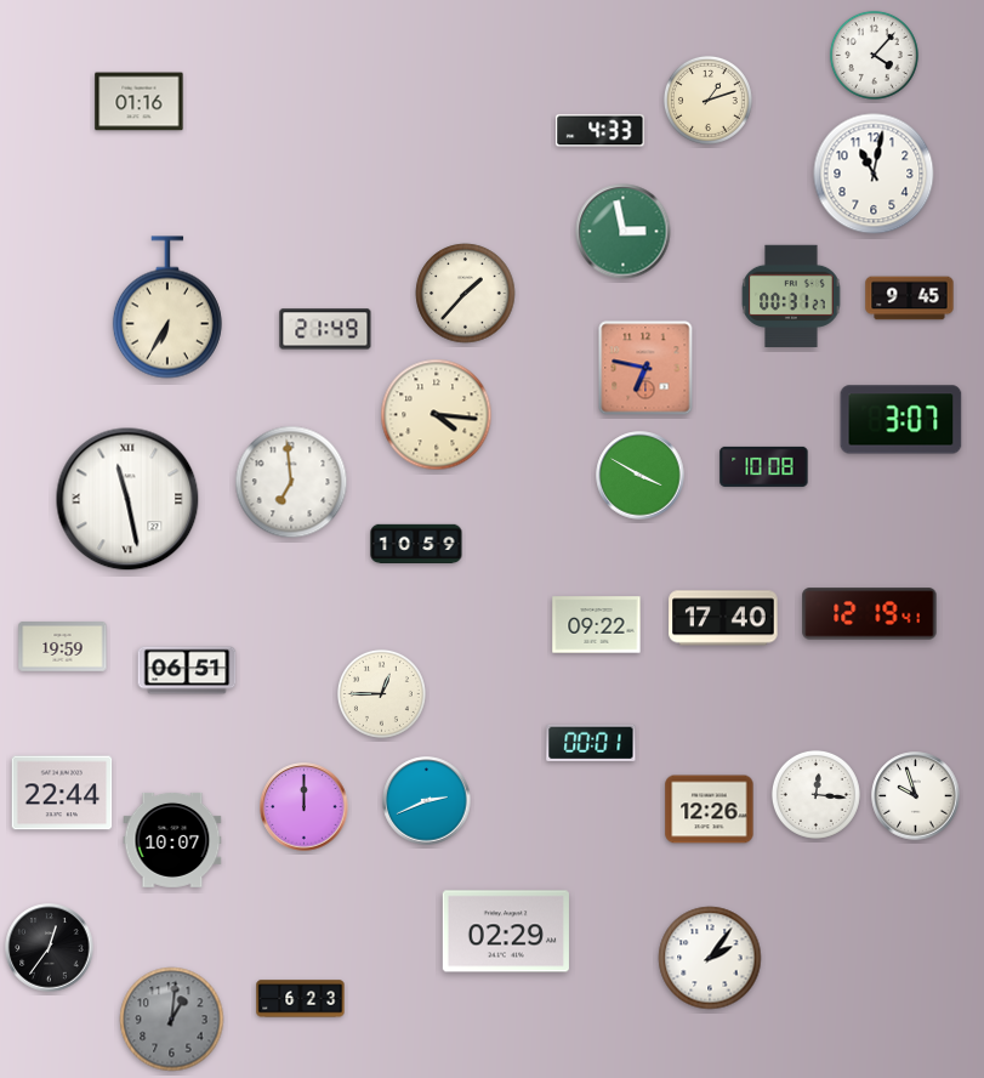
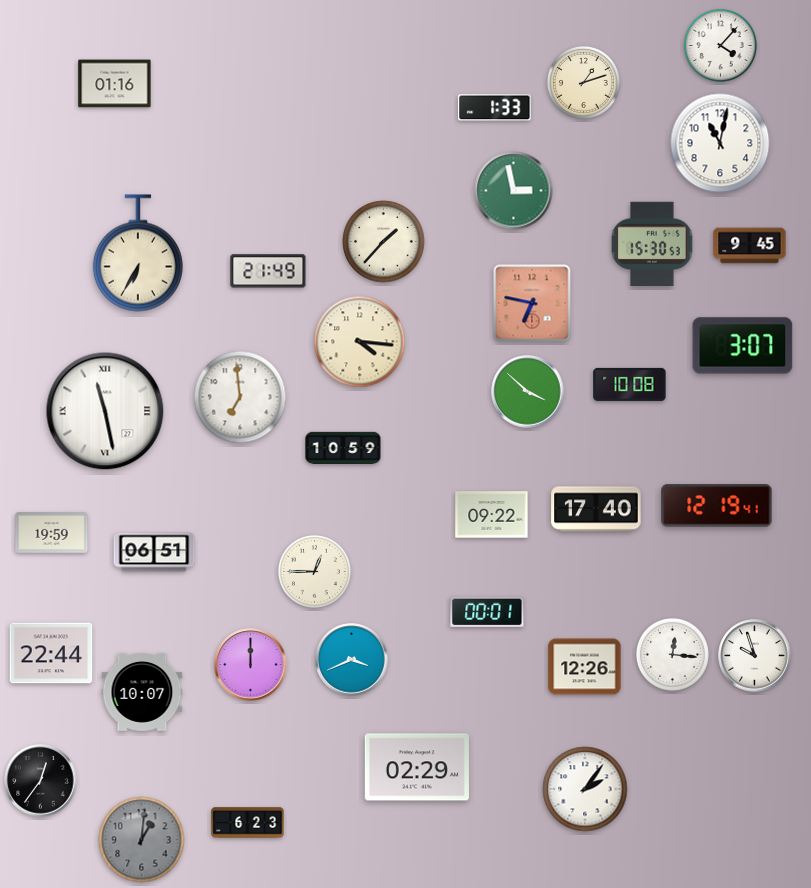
clock at (601, 131): 4:33 -> 1:33
clock at (791, 295): 00:31 -> 15:30
clock at (641, 476): 3:50 -> 3:52
clock at (427, 801): 2:41 -> 3:41
